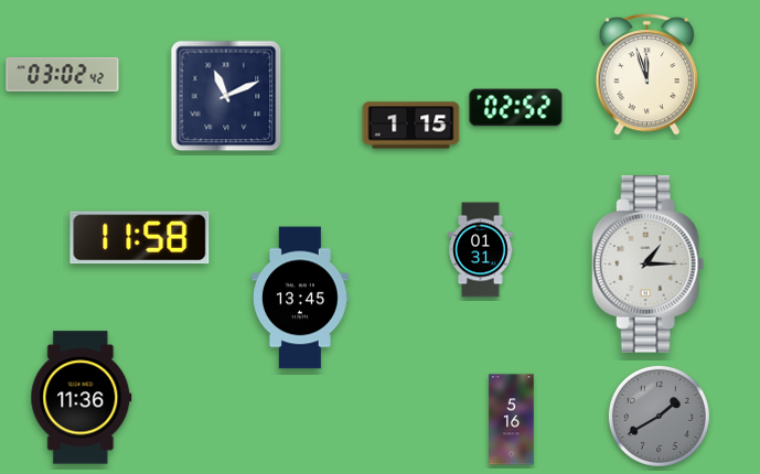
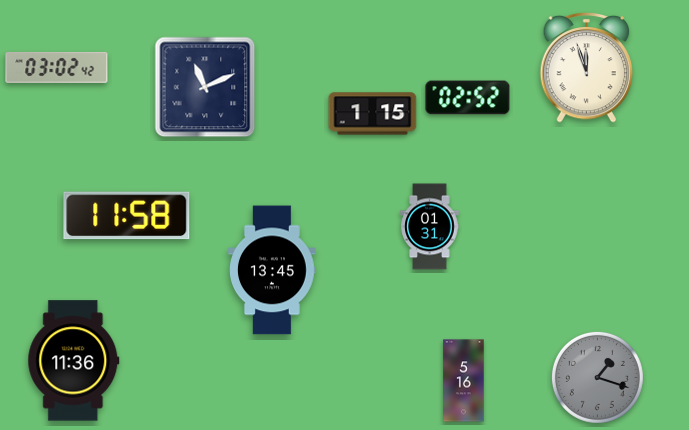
clock at (481, 250) position: (481, 250) -> (430, 227)
clock at (649, 265): 1:15 -> none
clock at (659, 416): 1:40 -> 1:18
